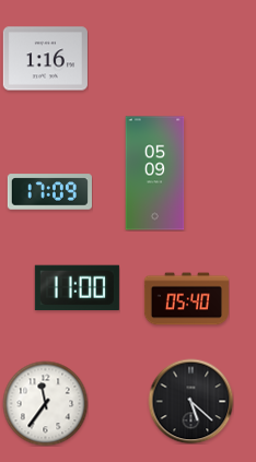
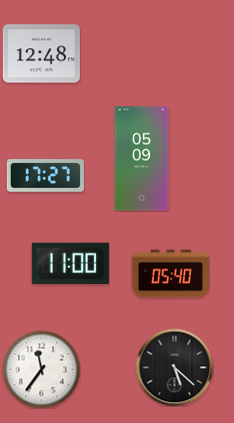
clock at (45, 59): 1:16 -> 12:48
clock at (49, 192): 17:09 -> 17:27
